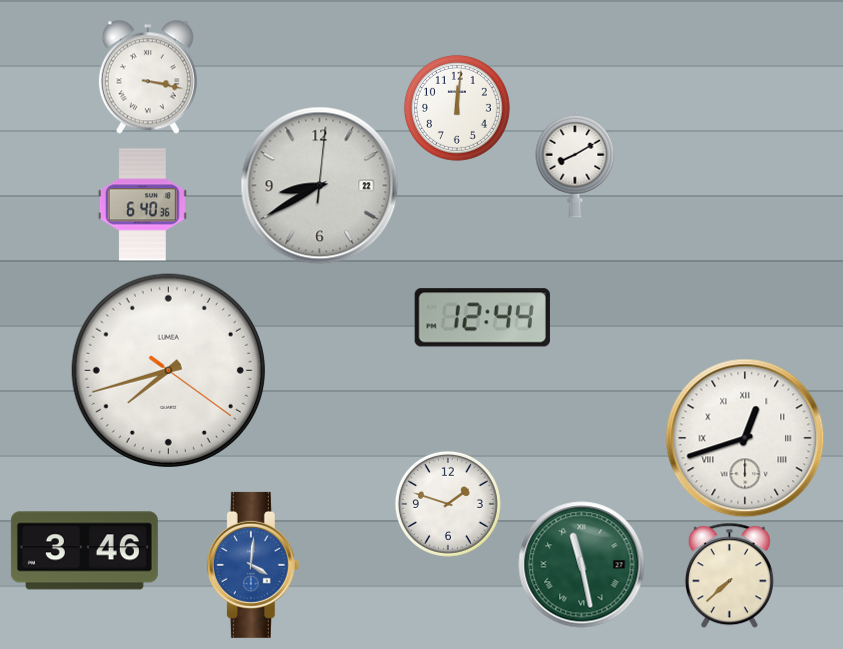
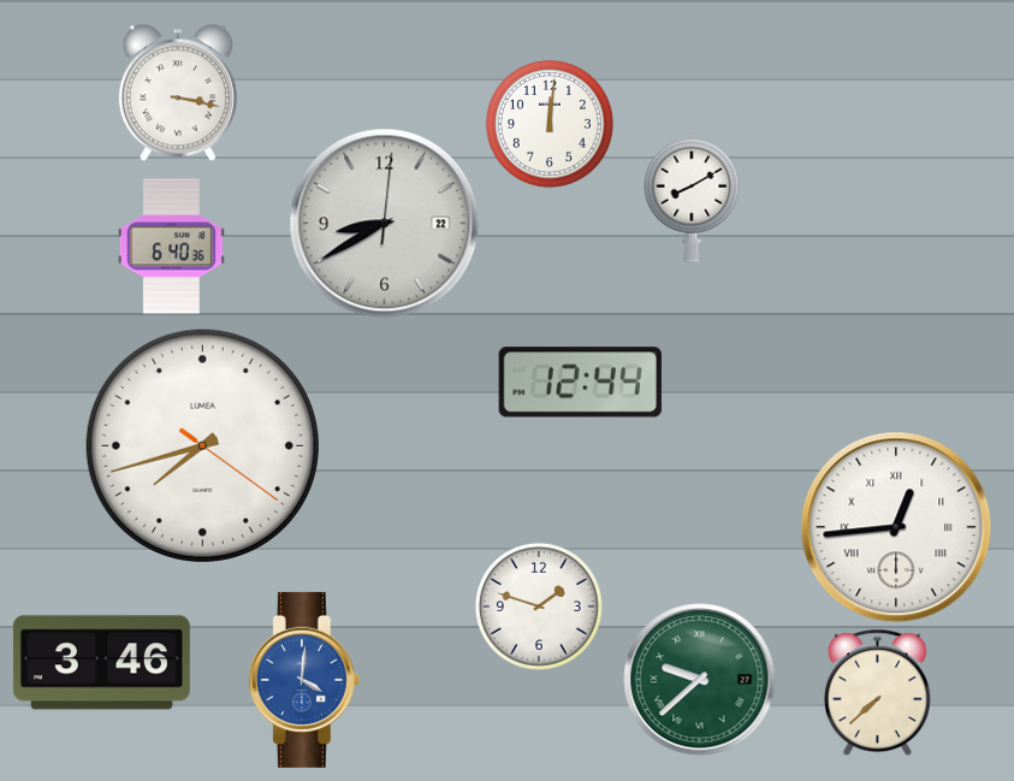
clock at (457, 108) position: (457, 108) -> (550, 124)
clock at (745, 438): 12:42 -> 12:44
clock at (582, 565): 11:28 -> 9:38
